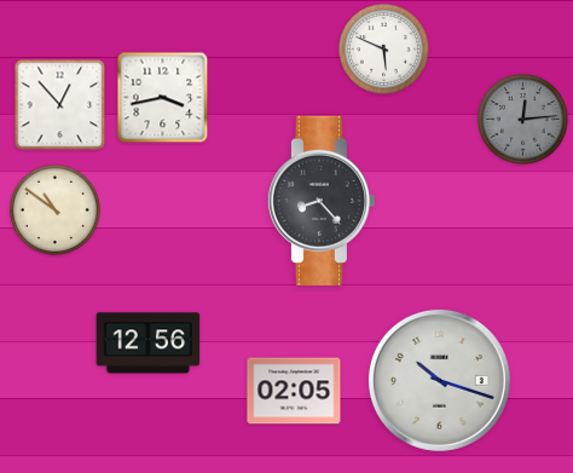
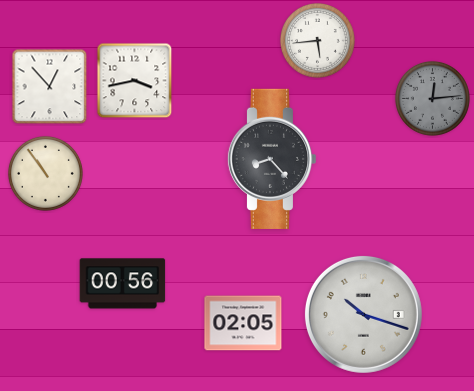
clock at (383, 48): 5:49 -> 5:44
clock at (320, 201) position: (320, 201) -> (271, 159)
clock at (54, 209): 10:51 -> 10:54
clock at (149, 344): 12:56 -> 00:56
